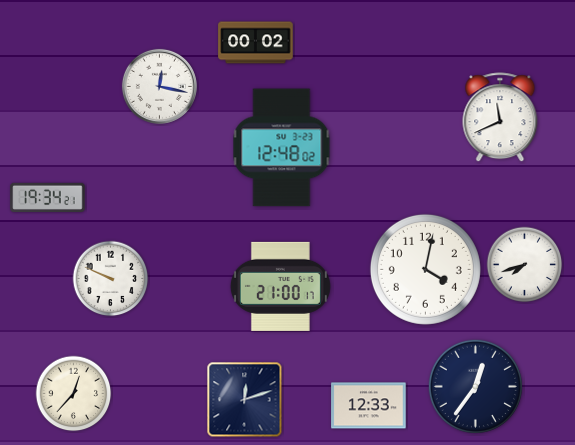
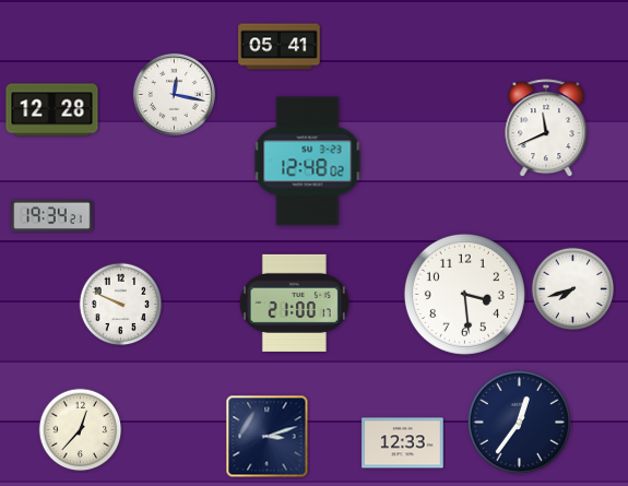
clock at (256, 43): 00:02 -> 05:41
clock at (52, 110): none -> 12:28
clock at (425, 269): 4:02 -> 3:29
clock at (280, 286) position: (280, 286) -> (294, 303)
clock at (245, 400): 12:12 -> 3:12
